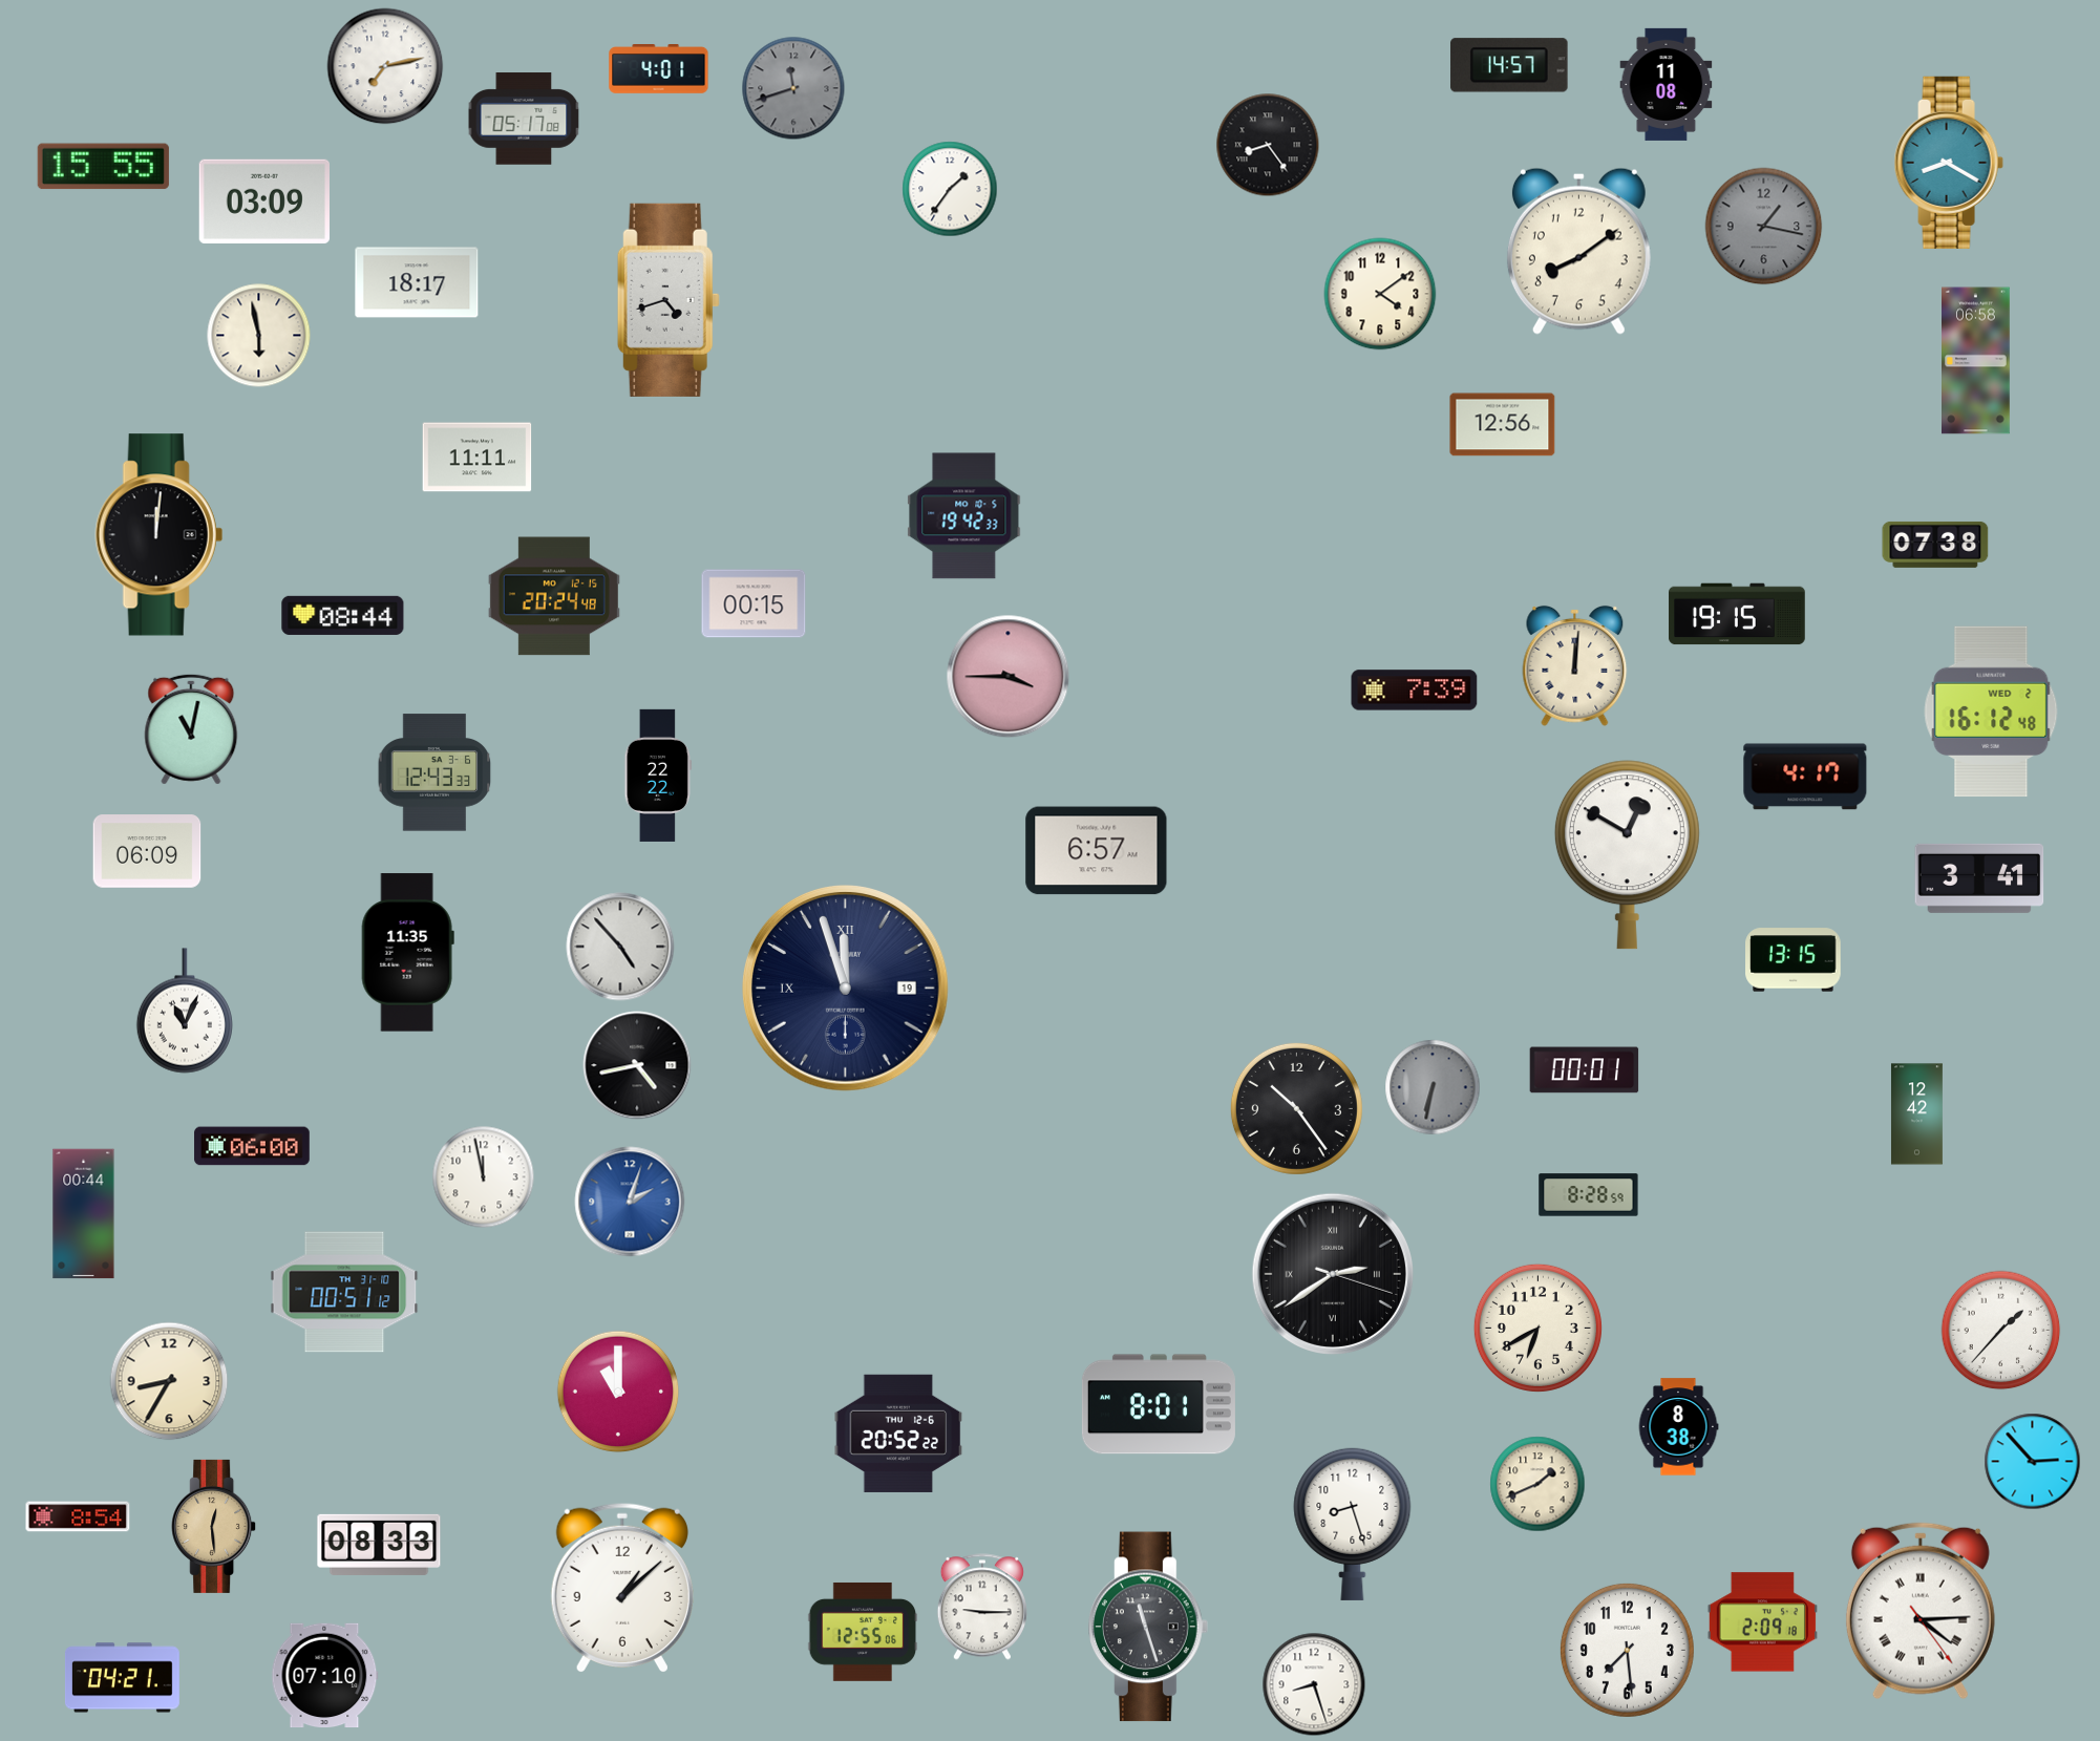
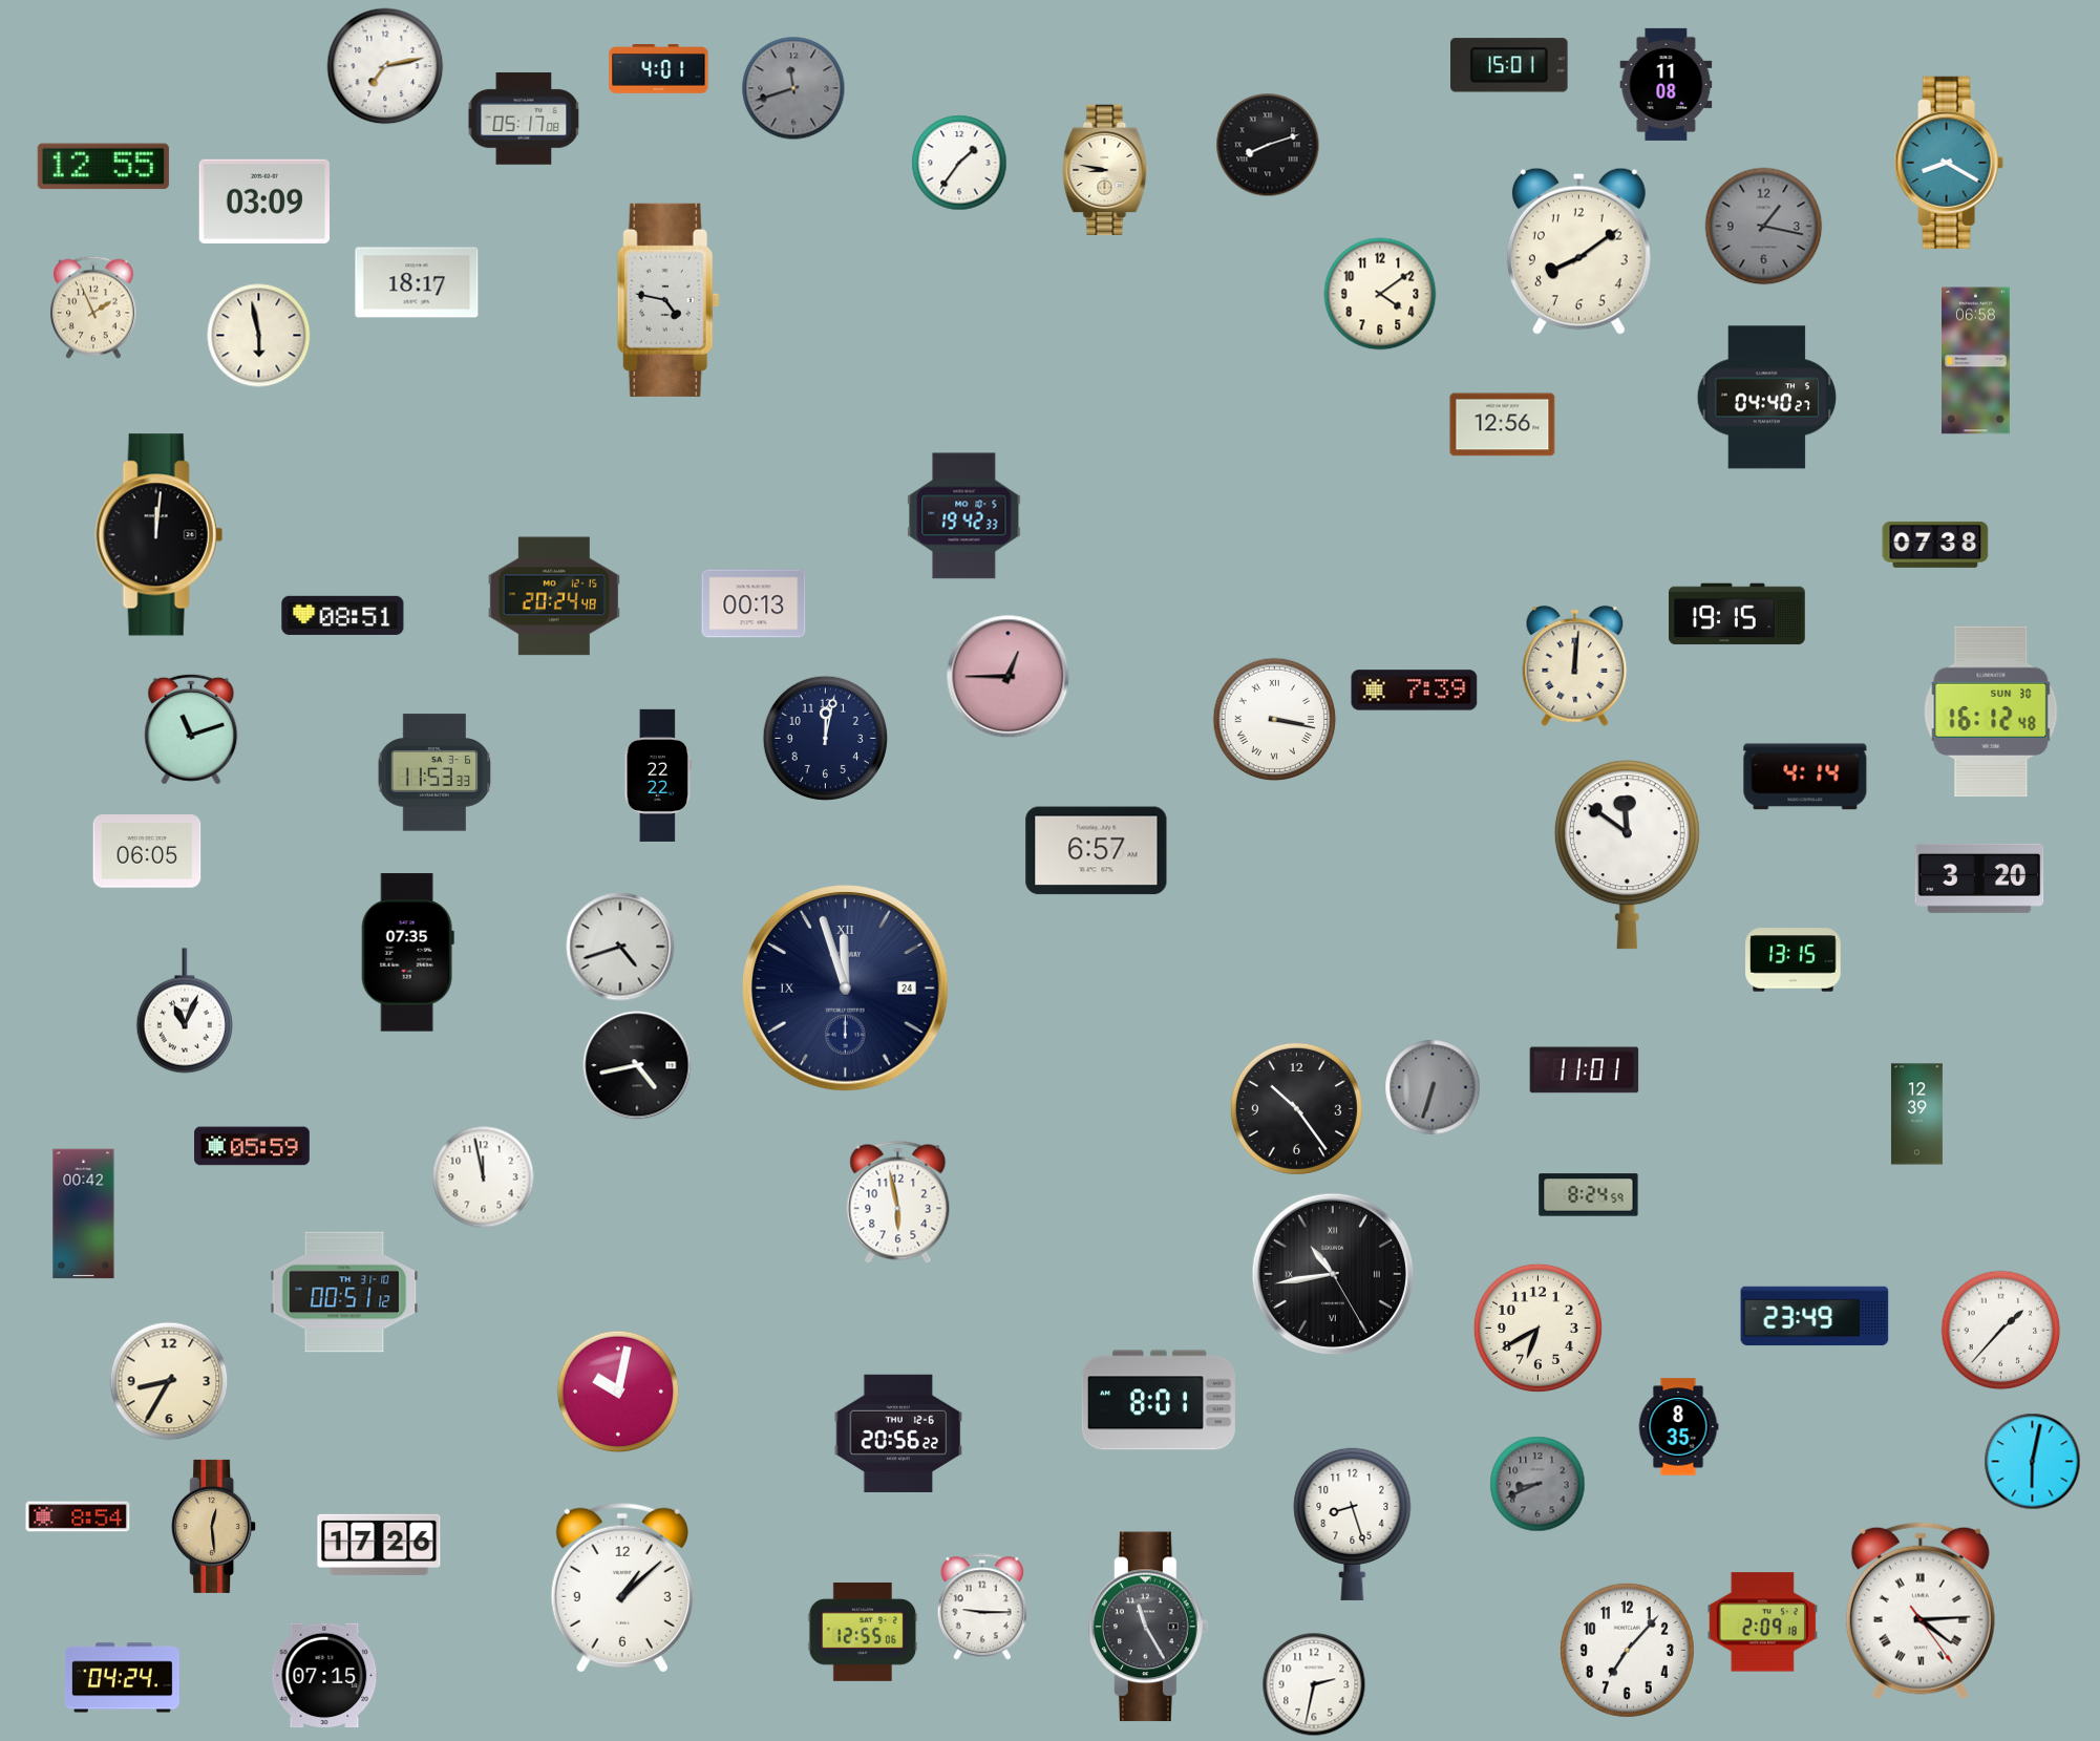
clock at (1509, 65): 14:57 -> 15:01
clock at (1268, 145): 8:24 -> 8:12
clock at (103, 167): 15:55 -> 12:55
clock at (1105, 170): none -> 8:47
clock at (950, 189) position: (950, 189) -> (959, 163)
clock at (669, 300): 4:42 -> 4:47
clock at (94, 307): none -> 1:56
clock at (1767, 398): none -> 04:40
clock at (478, 458): 11:11 -> none
clock at (754, 603): 00:15 -> 00:13
clock at (343, 615): 08:44 -> 08:51
clock at (1009, 677): 3:45 -> 12:45
clock at (1991, 712) date: WED 2 -> SUN 30
clock at (1275, 720): none -> 3:17
clock at (191, 729): 11:02 -> 11:12
clock at (825, 738): none -> 12:02
clock at (434, 772): 12:43 -> 11:53
clock at (1805, 777): 4:17 -> 4:14
clock at (147, 851): 06:09 -> 06:05
clock at (1627, 855): 12:50 -> 11:51
clock at (1979, 878): 3:41 -> 3:20
clock at (620, 947): 4:53 -> 4:42
clock at (407, 953): 11:35 -> 07:35
clock at (846, 989) date: 19 -> 24
clock at (1585, 1070): 00:01 -> 11:01
clock at (1433, 1087): 6:32 -> 6:33
clock at (1916, 1114): 12:42 -> 12:39
clock at (252, 1146): 06:00 -> 05:59
clock at (1589, 1195): 8:28 -> 8:24
clock at (630, 1202): 2:03 -> none
clock at (898, 1202): none -> 5:58
clock at (84, 1214): 00:44 -> 00:42
clock at (1333, 1274): 2:39 -> 10:43
clock at (1815, 1316): none -> 23:49
clock at (618, 1392): 11:00 -> 10:02
clock at (1159, 1404) position: (1159, 1404) -> (1159, 1400)
clock at (1678, 1427): 8:38 -> 8:35
clock at (898, 1434): 20:52 -> 20:56
clock at (2033, 1462): 2:53 -> 6:02
clock at (1537, 1484): 1:41 -> 8:41
clock at (1537, 1484) dial: cream -> grey
clock at (379, 1545): 08:33 -> 17:26
clock at (1149, 1627): 11:27 -> 11:25
clock at (1627, 1650): 7:29 -> 7:07
clock at (325, 1676): 07:10 -> 07:15
clock at (122, 1678): 04:21 -> 04:24
clock at (1314, 1684): 8:27 -> 2:32
